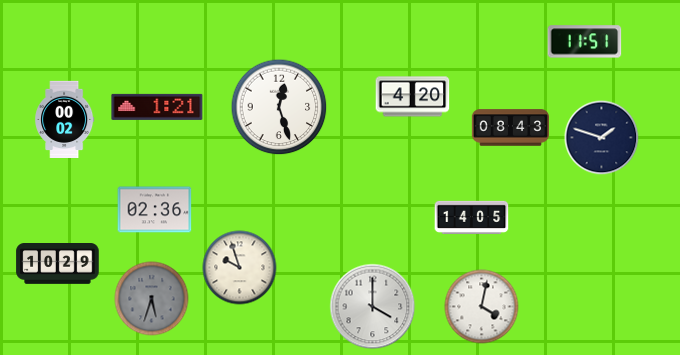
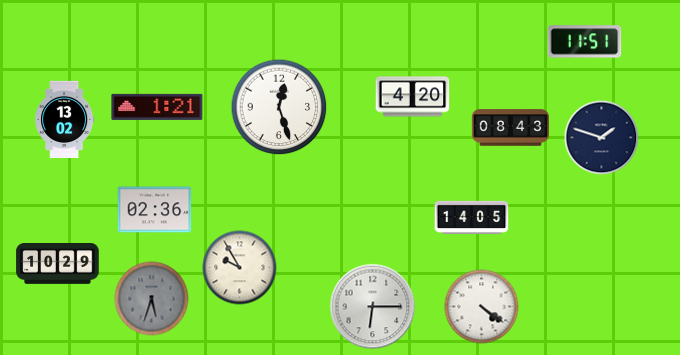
clock at (65, 119): 00:02 -> 13:02
clock at (240, 268): 9:57 -> 9:55
clock at (373, 307): 4:00 -> 6:15
clock at (482, 307): 4:02 -> 4:21
